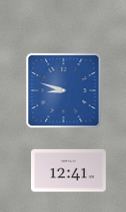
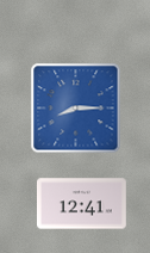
clock at (64, 91): 8:48 -> 8:15
